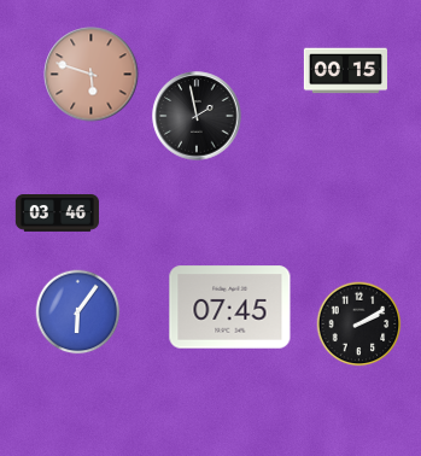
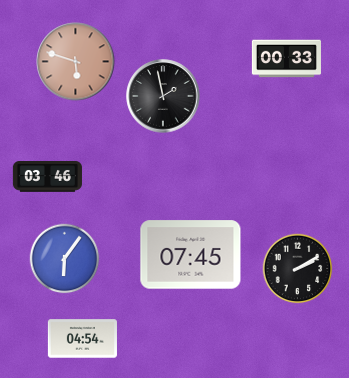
clock at (345, 71): 00:15 -> 00:33
clock at (82, 339): none -> 04:54
